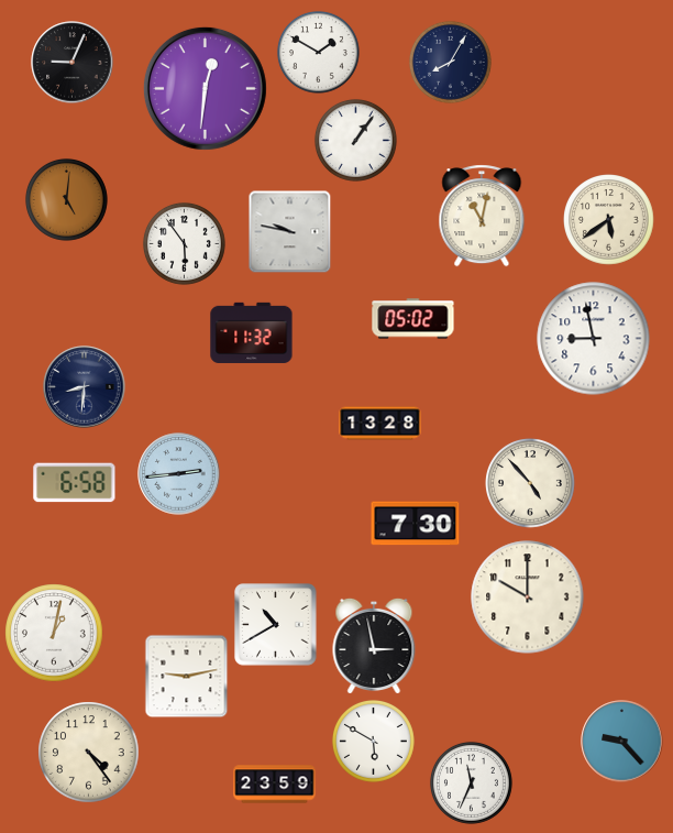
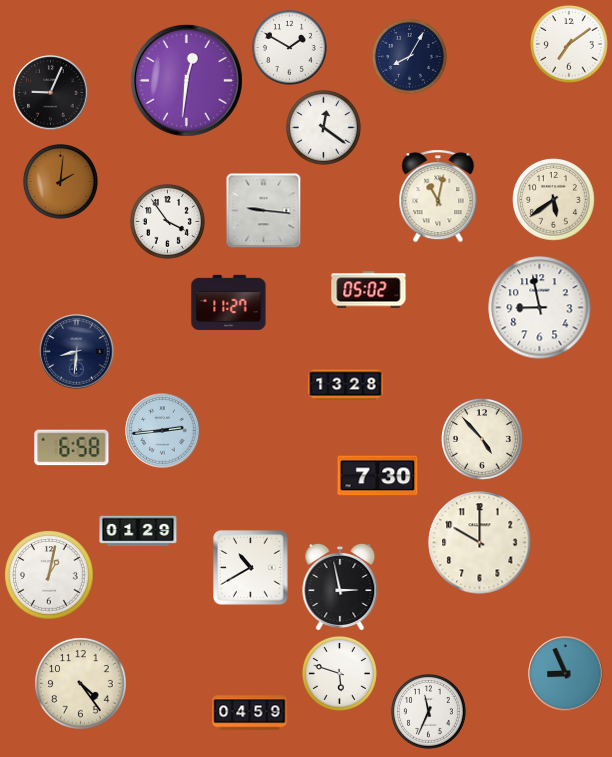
clock at (570, 45): none -> 7:09
clock at (73, 63) position: (73, 63) -> (51, 93)
clock at (355, 140): 1:06 -> 12:21
clock at (66, 199): 5:01 -> 2:01
clock at (290, 232): 9:47 -> 9:16
clock at (184, 243): 5:54 -> 3:54
clock at (413, 319) position: (413, 319) -> (369, 290)
clock at (252, 332): 11:32 -> 11:27
clock at (75, 483) position: (75, 483) -> (72, 448)
clock at (138, 531): none -> 01:29
clock at (187, 677): 9:13 -> none
clock at (373, 741): 5:50 -> 5:48
clock at (622, 742): 9:23 -> 8:56
clock at (275, 785): 23:59 -> 04:59
